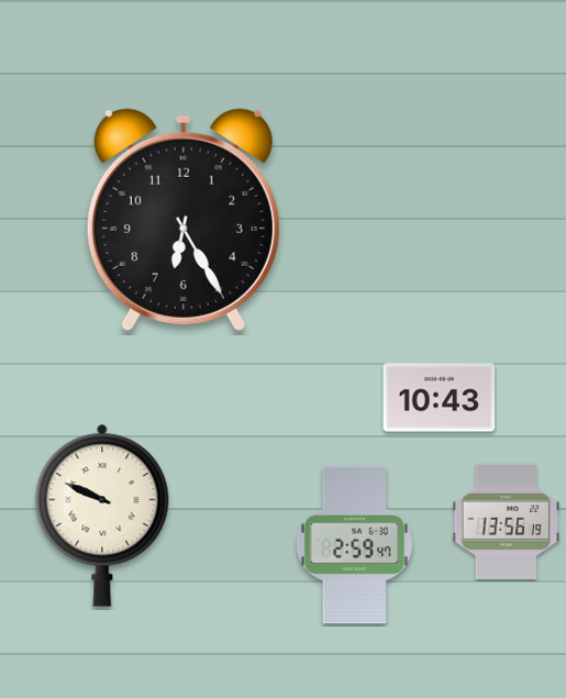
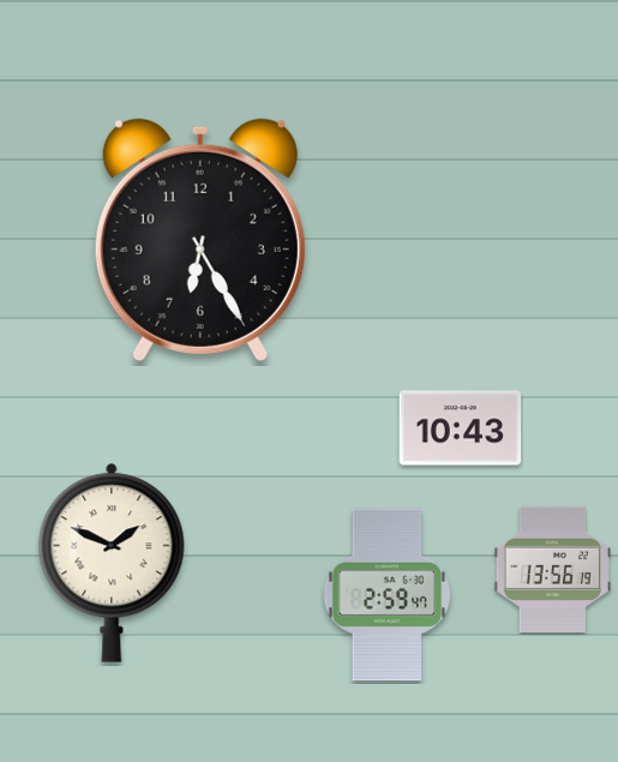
clock at (440, 398) position: (440, 398) -> (461, 428)
clock at (102, 516): 9:49 -> 1:49
